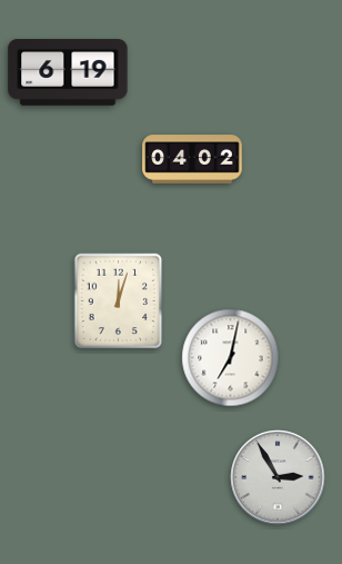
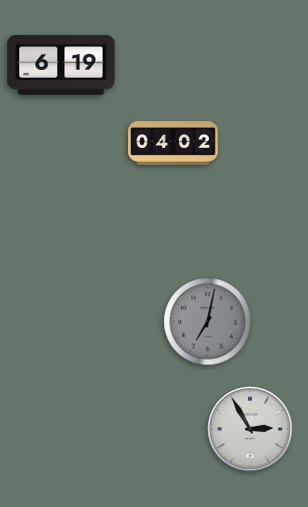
clock at (119, 301): 12:03 -> none
clock at (231, 358) dial: white -> grey
